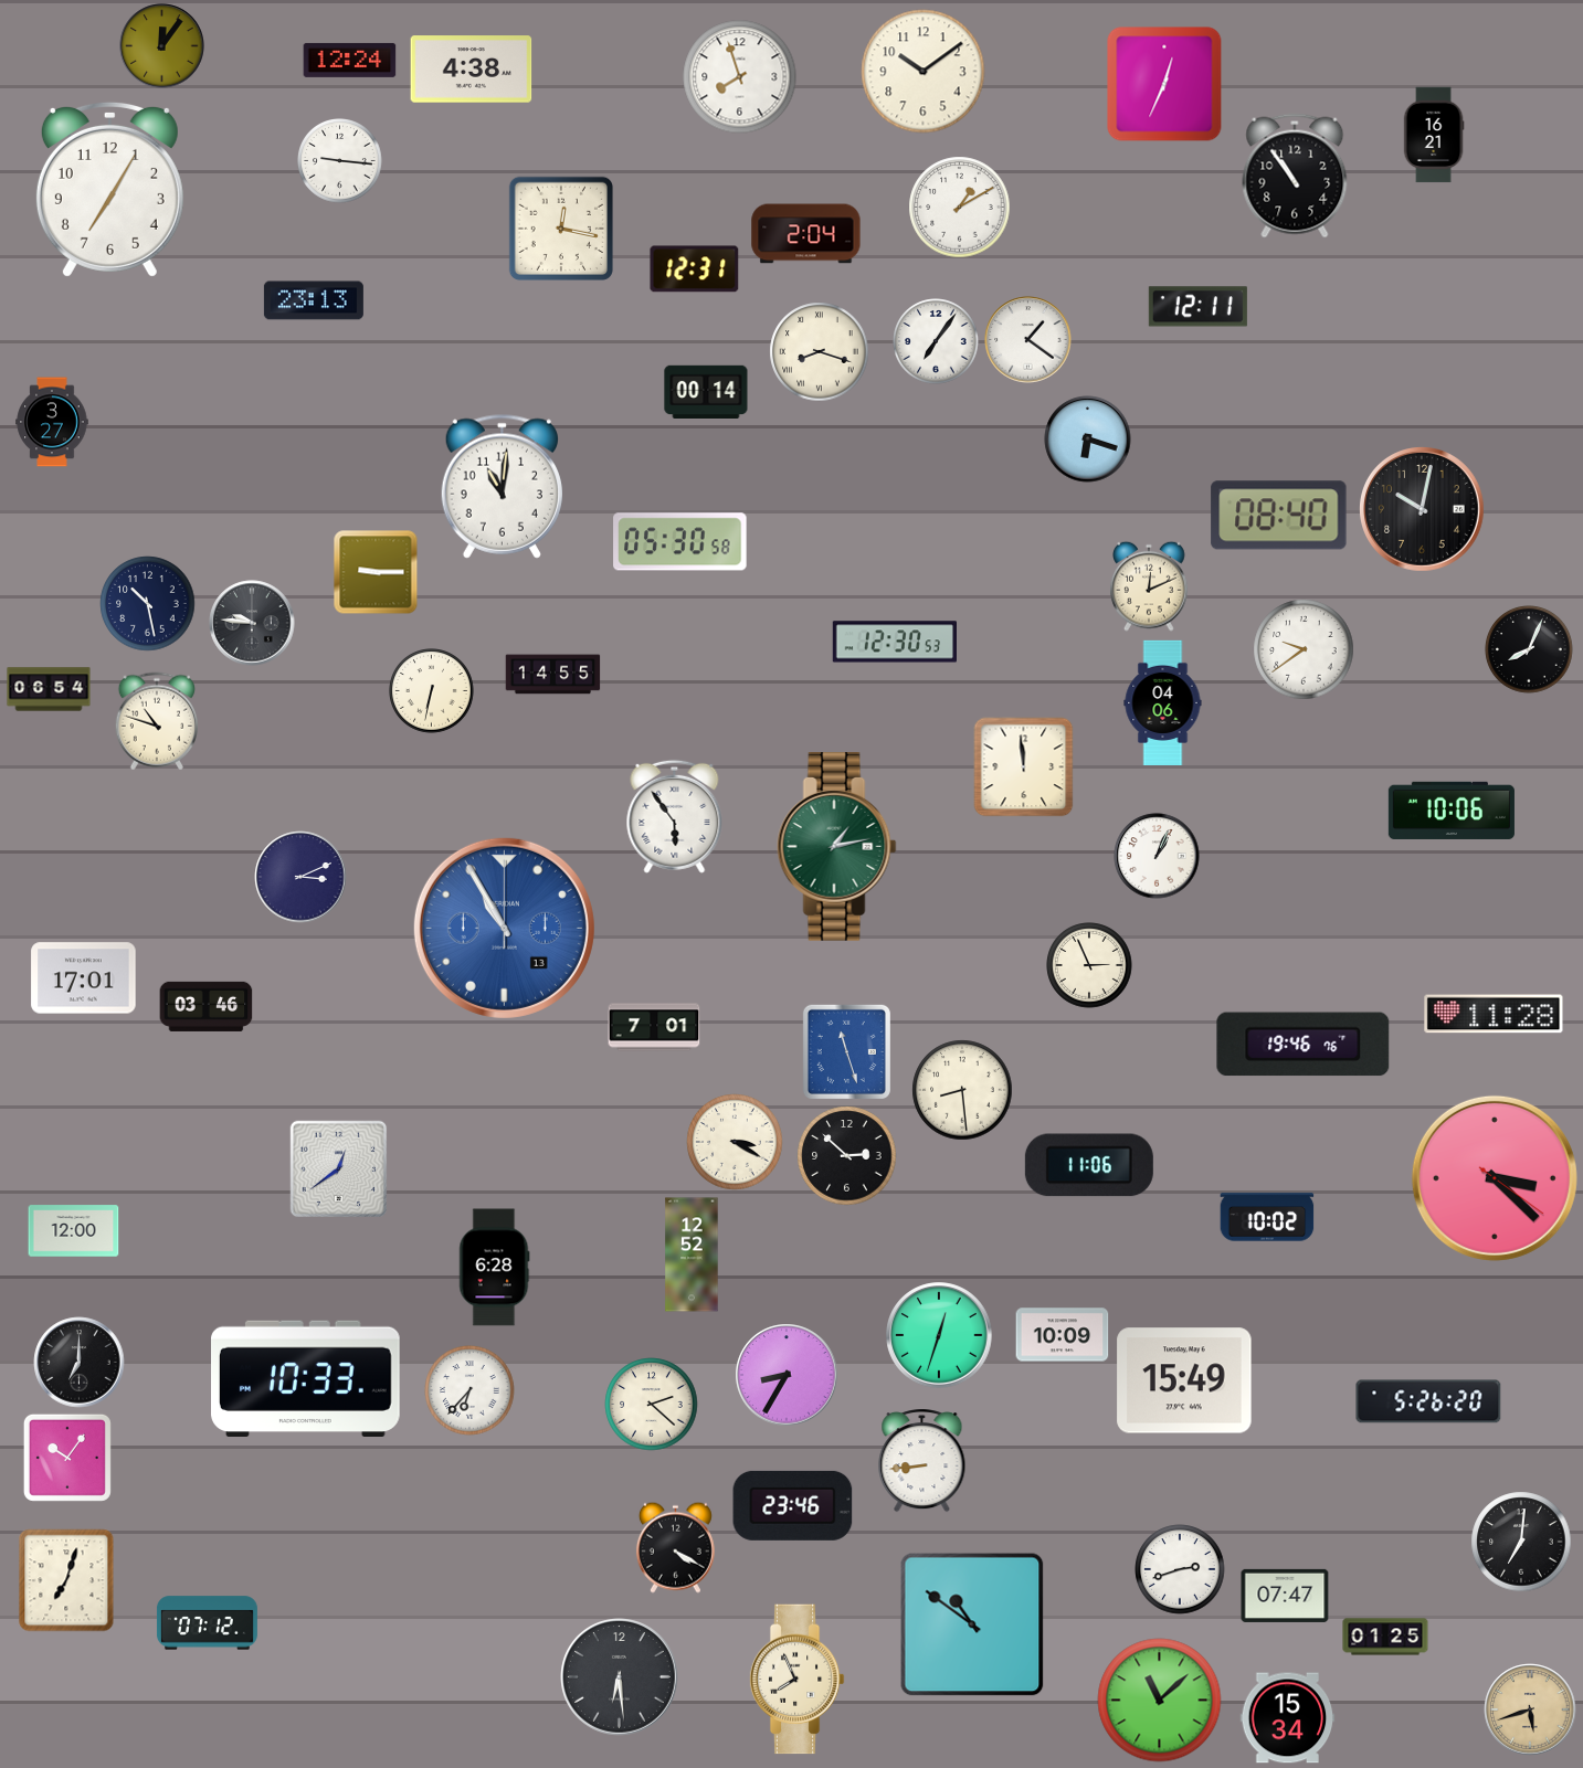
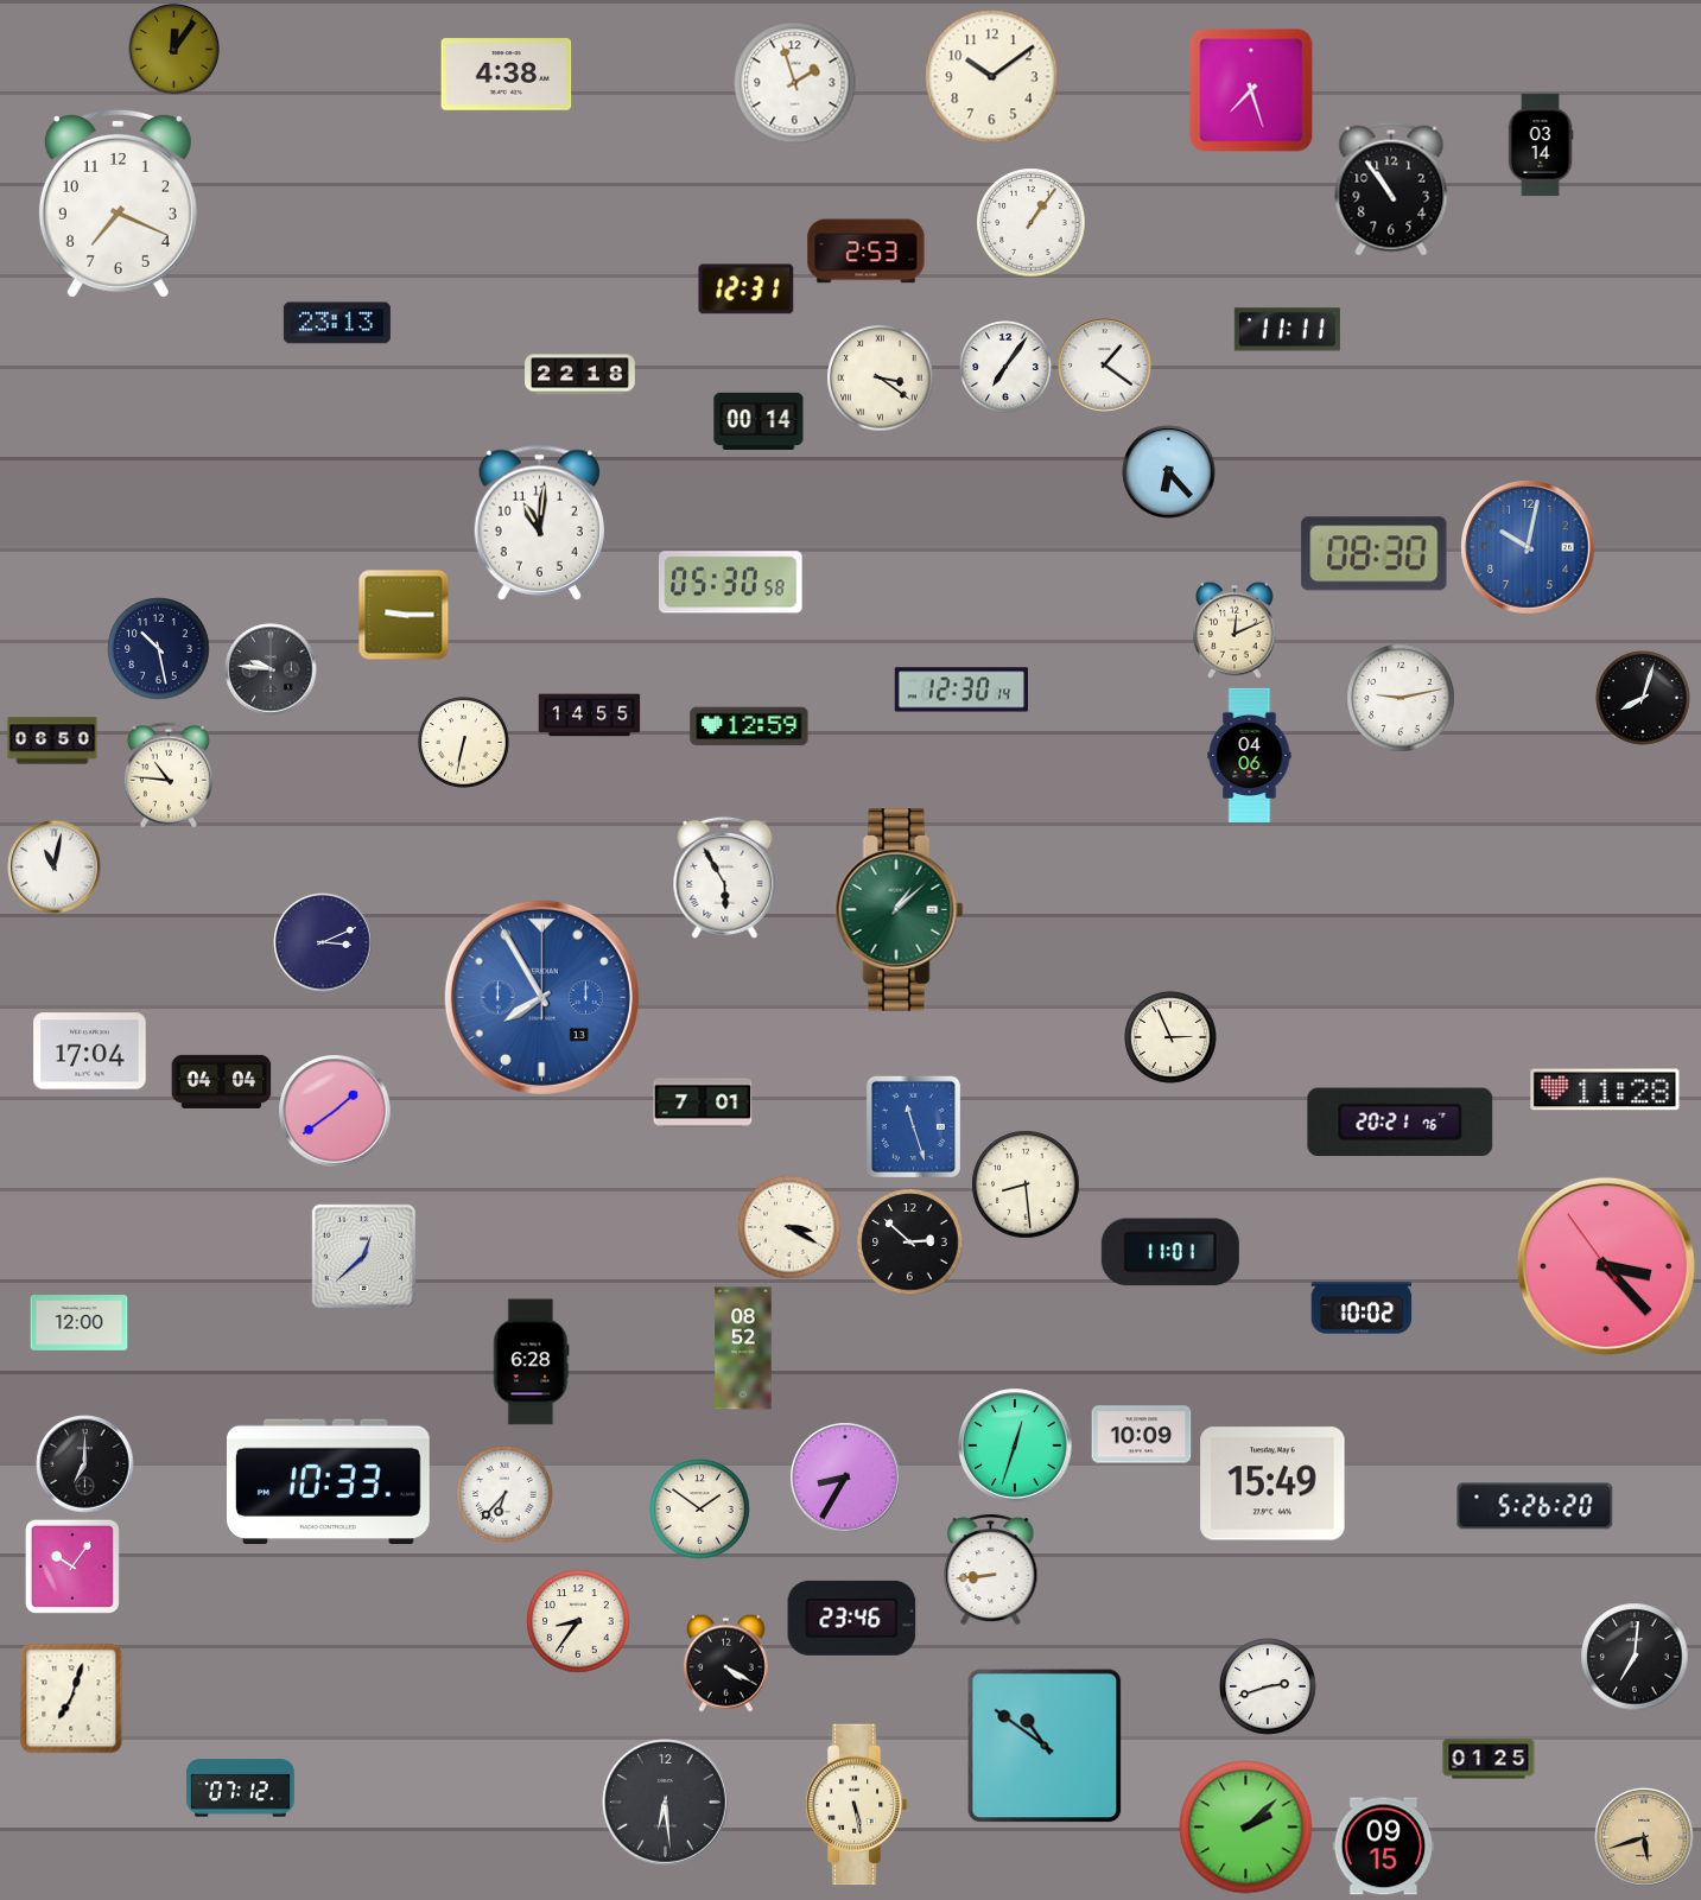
clock at (350, 60): 12:24 -> none
clock at (740, 77): 7:57 -> 1:57
clock at (1164, 84): 12:34 -> 7:27
clock at (1434, 135): 16:21 -> 03:14
clock at (340, 161): 9:16 -> none
clock at (109, 189): 7:05 -> 7:19
clock at (960, 208): 1:10 -> 1:06
clock at (561, 229): 12:17 -> none
clock at (806, 234): 2:04 -> 2:53
clock at (1197, 307): 12:11 -> 11:11
clock at (580, 375): none -> 22:18
clock at (820, 352): 8:18 -> 3:21
clock at (52, 422): 3:27 -> none
clock at (1088, 440): 6:18 -> 6:23
clock at (1423, 510) dial: black -> blue
clock at (1279, 516): 08:40 -> 08:30
clock at (894, 642): 12:30:53 -> 12:30:14
clock at (1304, 649): 9:39 -> 9:13
clock at (1529, 649): 8:04 -> 8:03
clock at (553, 675) position: (553, 675) -> (590, 716)
clock at (749, 726): none -> 12:59
clock at (49, 689): 06:54 -> 06:50
clock at (157, 721): 10:48 -> 10:46
clock at (1024, 767): 11:59 -> none
clock at (55, 868): none -> 11:02
clock at (1452, 811): 10:06 -> none
clock at (675, 816): 5:54 -> 5:55
clock at (837, 847): 1:13 -> 1:08
clock at (1157, 856): 1:04 -> none
clock at (504, 928): 10:55 -> 7:55
clock at (84, 978): 17:01 -> 17:04
clock at (207, 1006): 03:46 -> 04:04
clock at (335, 1111): none -> 1:39
clock at (1304, 1045): 19:46 -> 20:21
clock at (846, 1051) position: (846, 1051) -> (913, 1126)
clock at (962, 1090) position: (962, 1090) -> (1026, 1184)
clock at (1089, 1165): 11:06 -> 11:01
clock at (339, 1169): 12:39 -> 12:38
clock at (1495, 1178): 3:22:21 -> 3:22:54
clock at (692, 1254): 12:52 -> 08:52
clock at (939, 1335) position: (939, 1335) -> (1015, 1445)
clock at (652, 1405): 2:22 -> 1:51
clock at (578, 1621): none -> 8:36
clock at (1285, 1596): 07:47 -> none
clock at (207, 1623) position: (207, 1623) -> (240, 1788)
clock at (796, 1680): 7:56 -> 5:28
clock at (1160, 1701): 11:08 -> 2:08
clock at (1288, 1718): 15:34 -> 09:15
